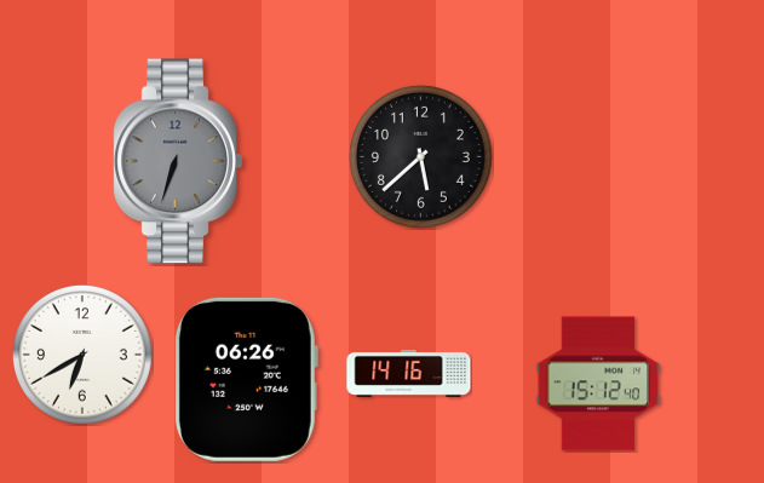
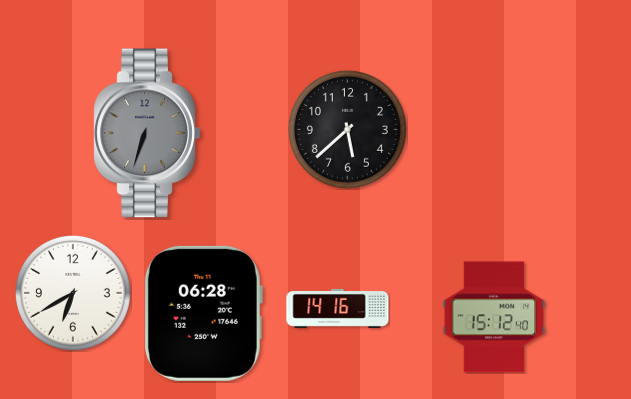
clock at (82, 355) position: (82, 355) -> (73, 293)
clock at (246, 379): 06:26 -> 06:28
